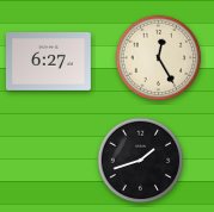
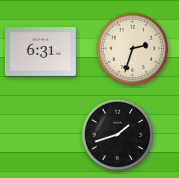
clock at (159, 58): 12:25 -> 2:33
clock at (49, 62): 6:27 -> 6:31
